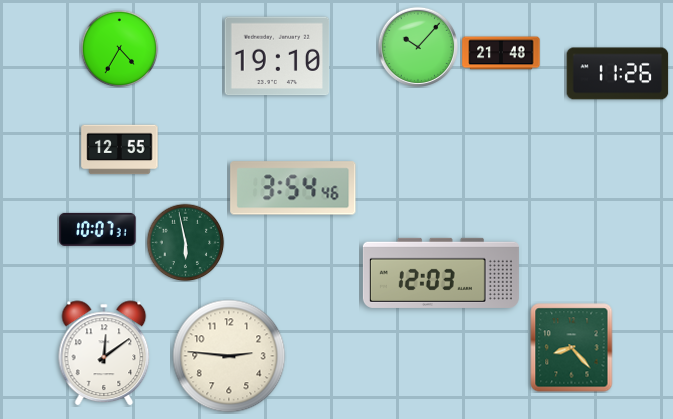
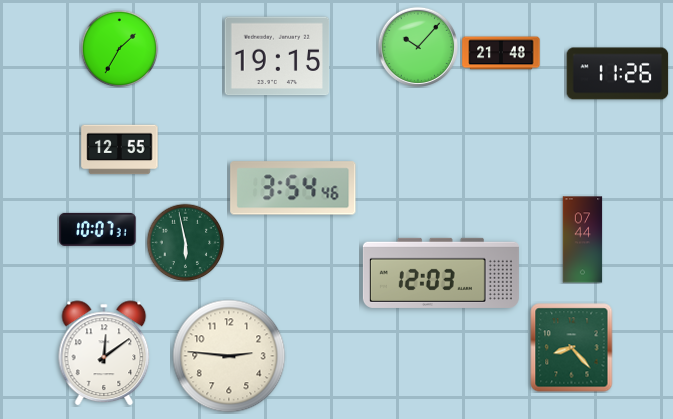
clock at (119, 48): 4:35 -> 1:35
clock at (277, 56): 19:10 -> 19:15
clock at (583, 240): none -> 07:44
